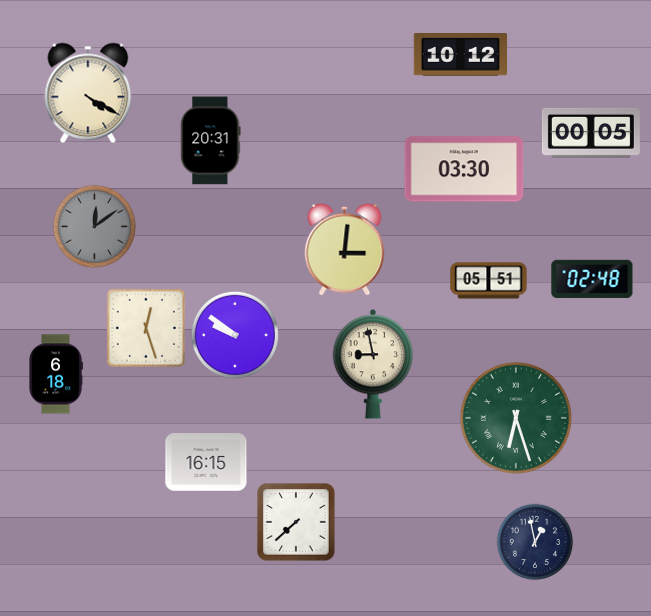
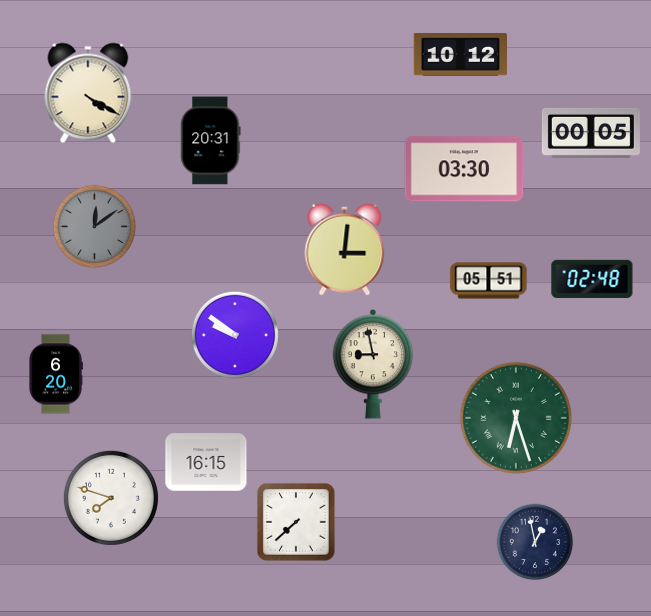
clock at (146, 328): 12:27 -> none
clock at (56, 374): 6:18 -> 6:20
clock at (111, 498): none -> 7:48
